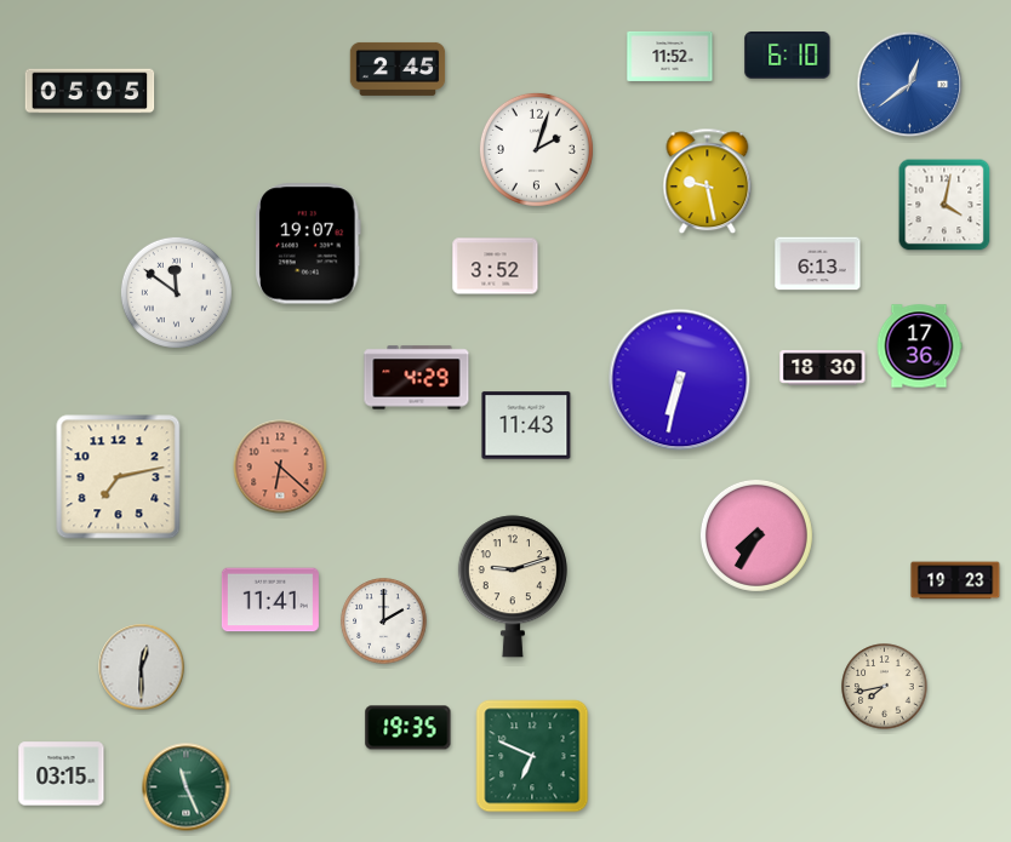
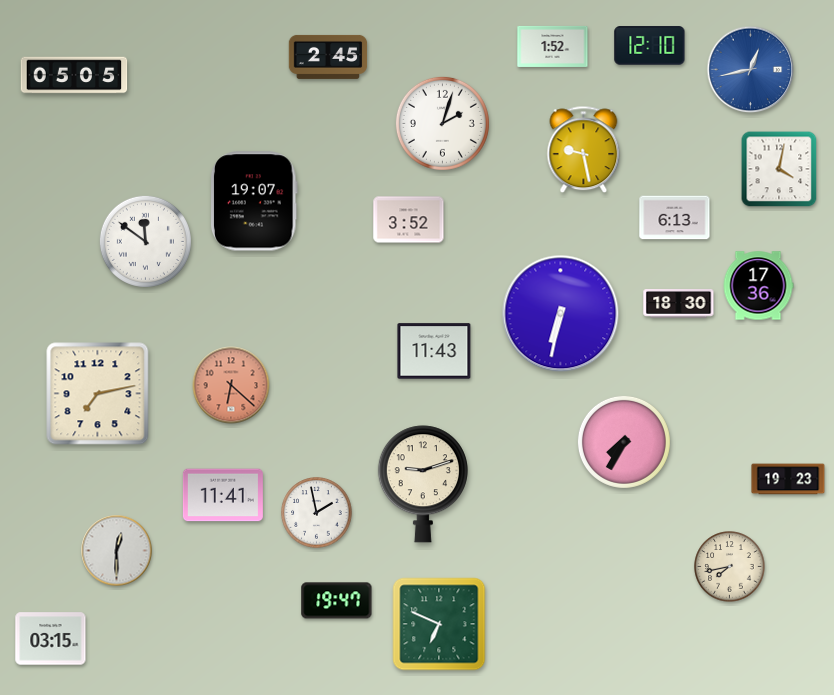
clock at (670, 56): 11:52 -> 1:52
clock at (788, 56): 6:10 -> 12:10
clock at (910, 85): 12:39 -> 12:43
clock at (417, 378): 4:29 -> none
clock at (384, 622): 2:00 -> 1:58
clock at (409, 728): 19:35 -> 19:47
clock at (187, 787): 11:26 -> none
